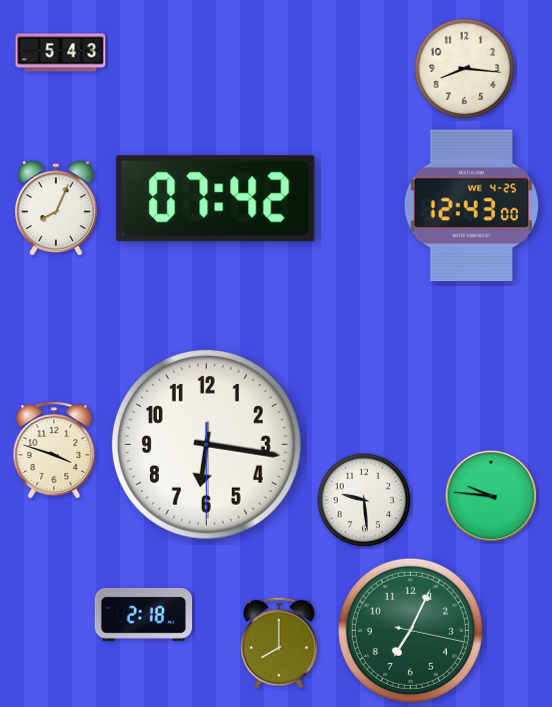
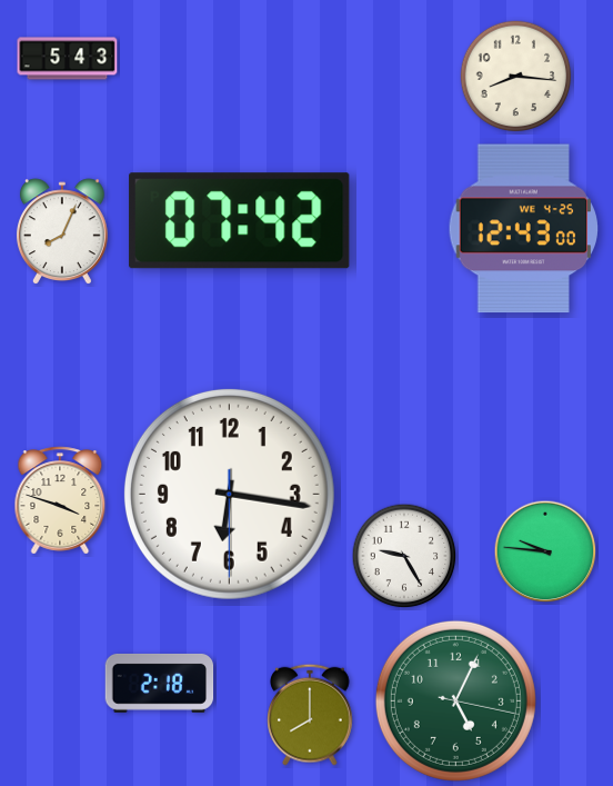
clock at (364, 500): 9:29 -> 9:25
clock at (410, 630): 7:04 -> 5:04
